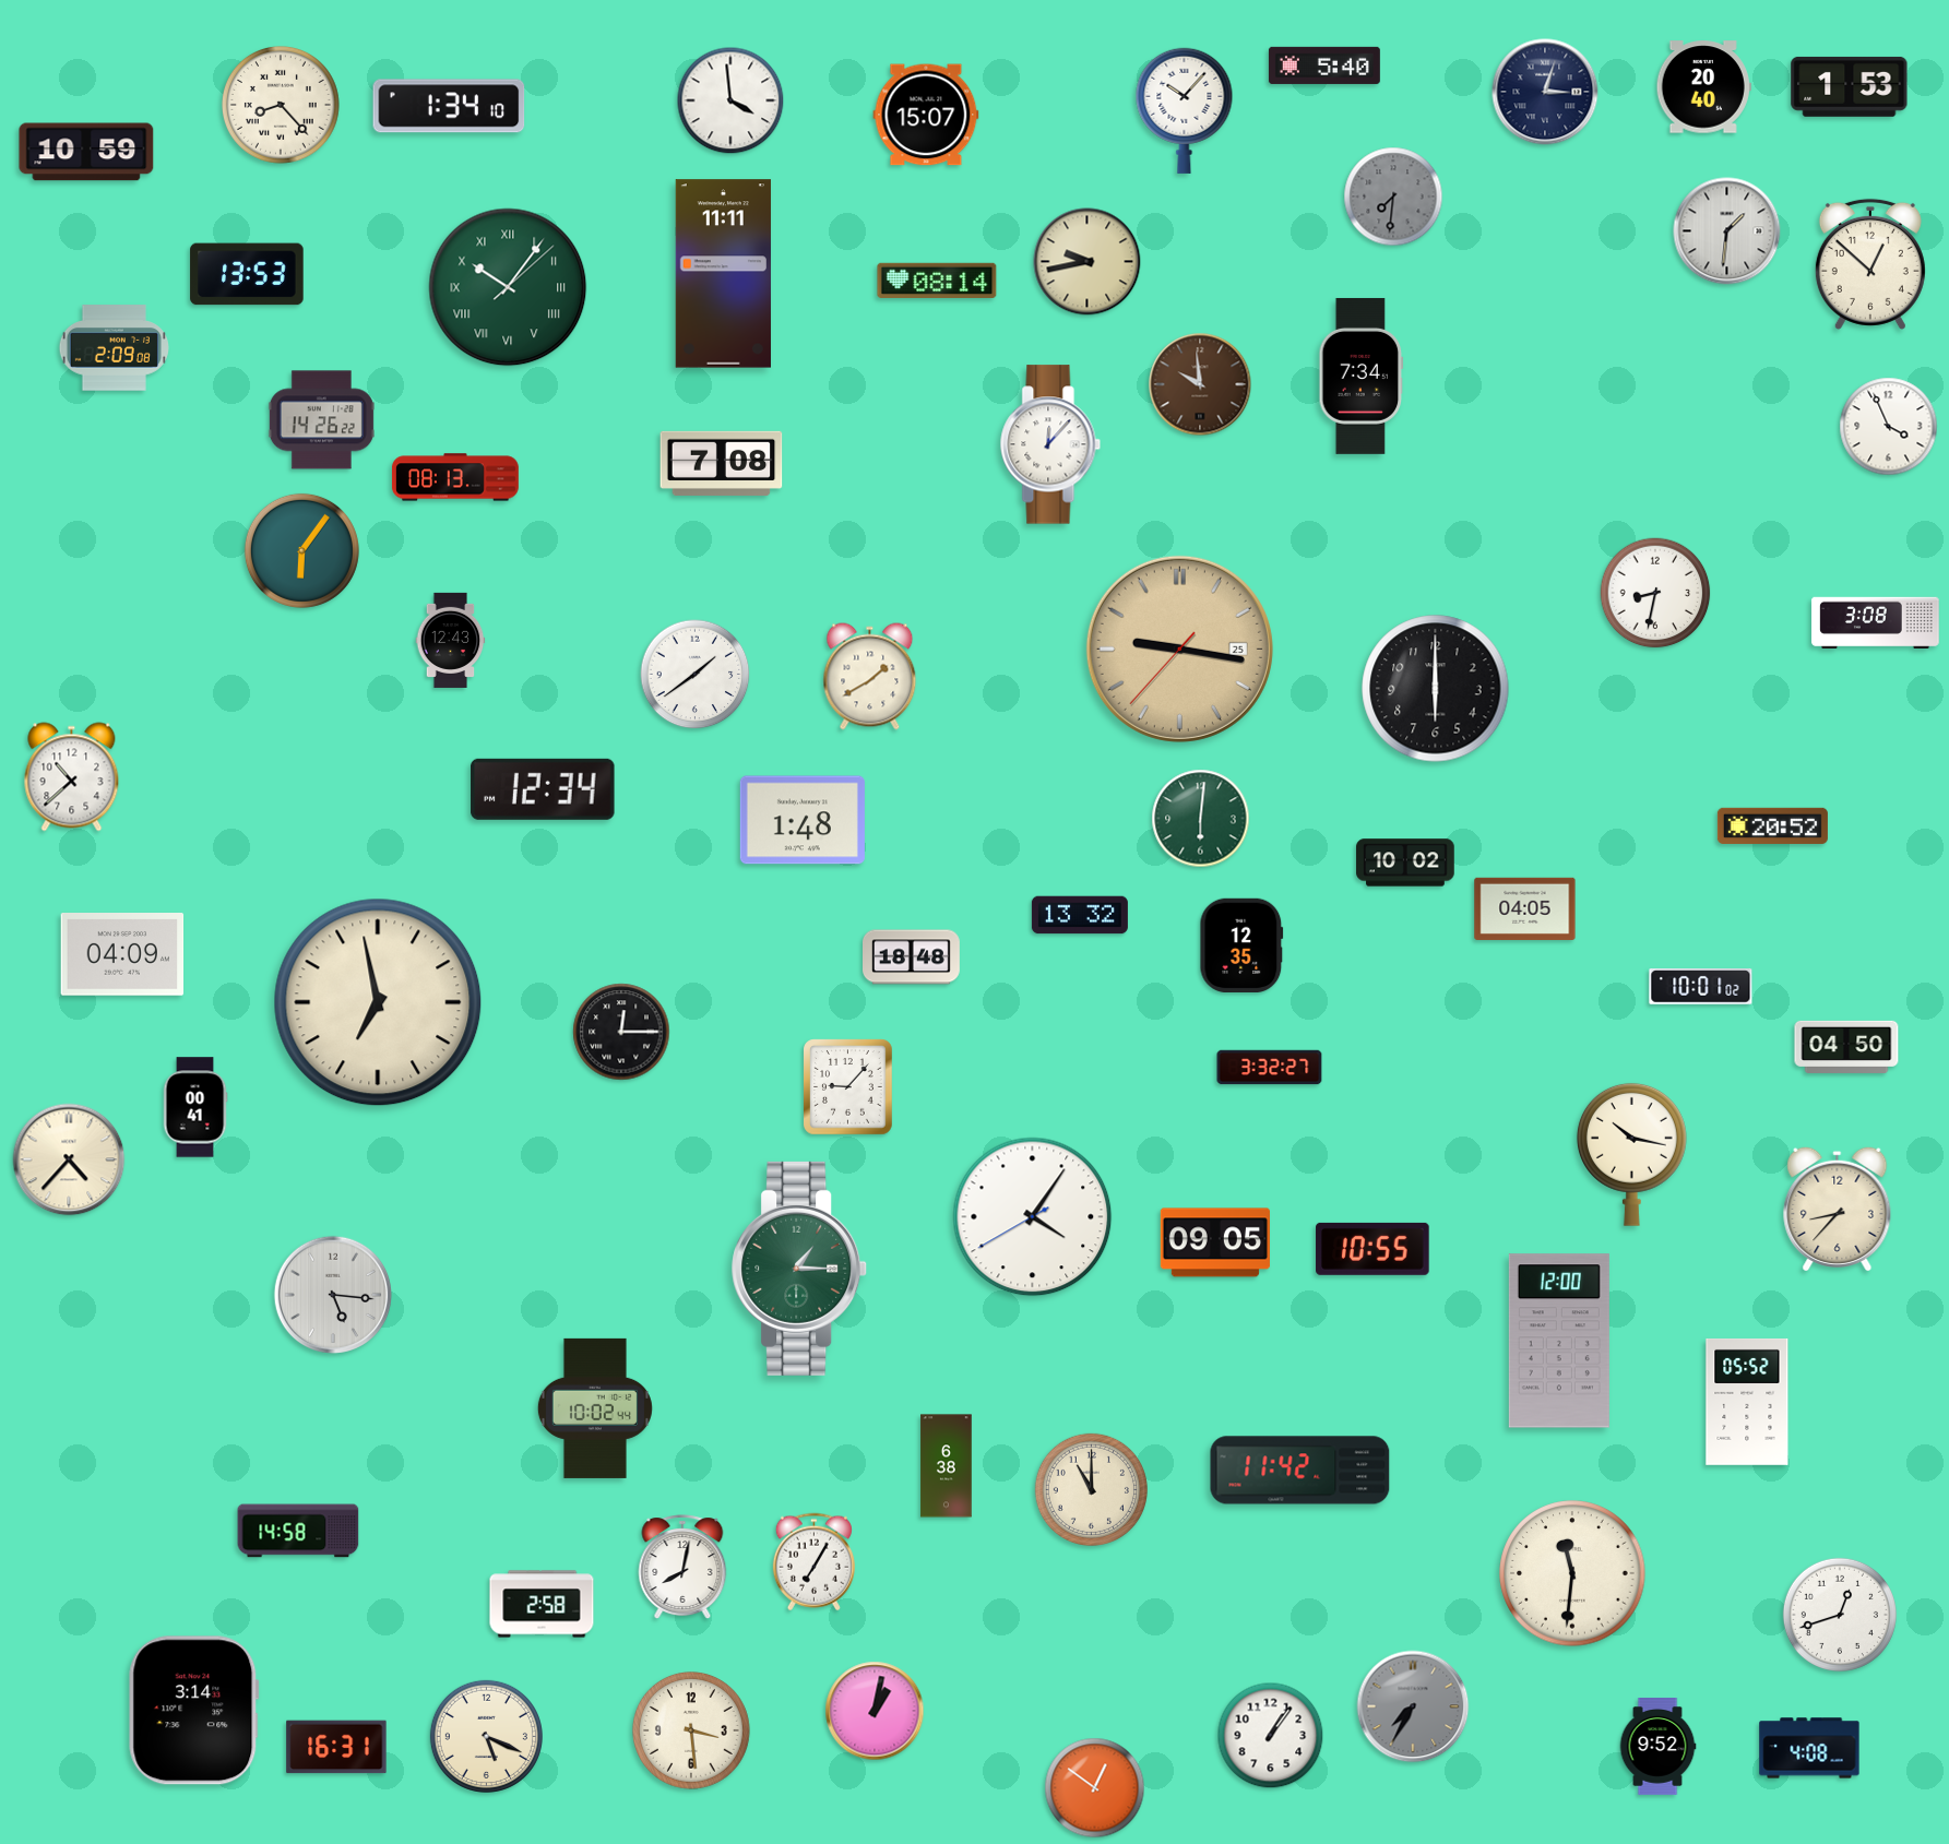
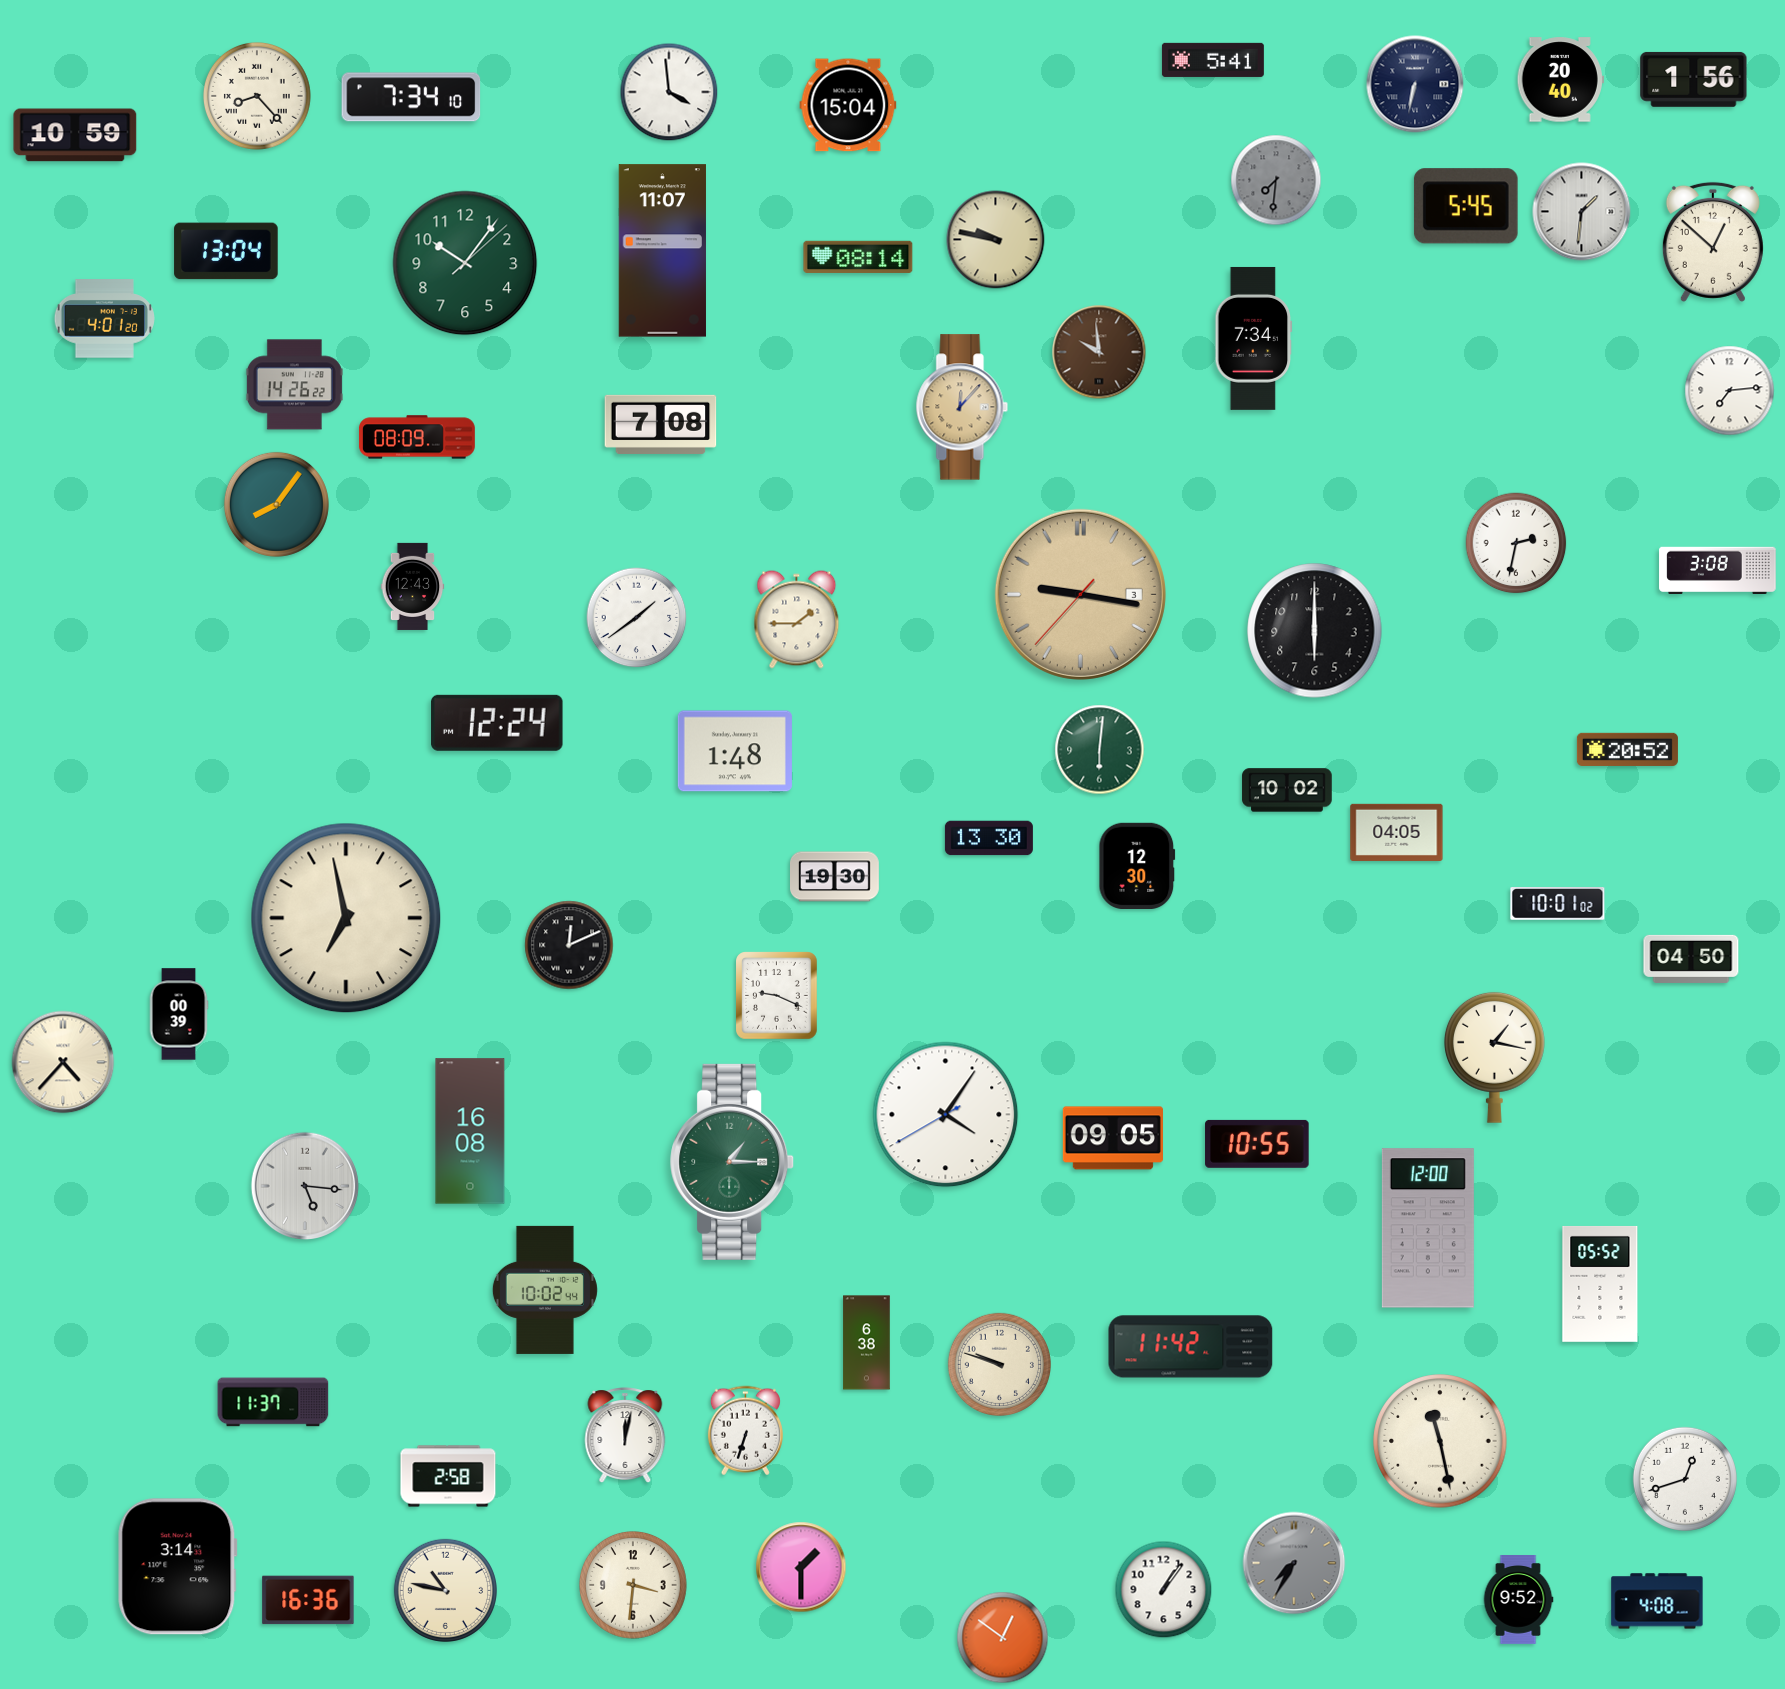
clock at (1324, 66): 5:40 -> 5:41
clock at (1850, 86): 1:53 -> 1:56
clock at (1545, 92): 3:03 -> 6:32
clock at (449, 106): 1:34 -> 7:34
clock at (1185, 110): 10:07 -> none
clock at (926, 115): 15:07 -> 15:04
clock at (86, 152) position: (86, 152) -> (75, 135)
clock at (1466, 206): none -> 5:45
clock at (1088, 262): 9:43 -> 9:47
clock at (247, 274): 13:53 -> 13:04
clock at (723, 274): 11:11 -> 11:07
clock at (508, 287) numerals: Roman -> Arabic
clock at (114, 348): 2:09 -> 4:01
clock at (1362, 376) position: (1362, 376) -> (1254, 338)
clock at (1889, 427): 3:56 -> 7:14
clock at (1050, 444) dial: white -> champagne
clock at (455, 477): 08:13 -> 08:09
clock at (301, 550): 6:06 -> 8:06
clock at (1655, 593): 8:32 -> 2:32
clock at (1179, 649) date: 25 -> 3
clock at (870, 677): 1:40 -> 1:45
clock at (72, 777): 10:38 -> none
clock at (543, 789): 12:34 -> 12:24
clock at (1772, 825) position: (1772, 825) -> (1627, 749)
clock at (1080, 915): 13:32 -> 13:30
clock at (1241, 944): 12:35 -> 12:30
clock at (122, 955): 04:09 -> none
clock at (912, 957): 18:48 -> 19:30
clock at (621, 1032): 12:15 -> 12:11
clock at (1270, 1068): 3:32 -> none
clock at (848, 1087): 9:07 -> 9:19
clock at (195, 1107): 00:41 -> 00:39
clock at (1631, 1154): 10:17 -> 1:17
clock at (1838, 1209): 8:37 -> none
clock at (470, 1131): none -> 16:08
clock at (1091, 1489): 11:00 -> 9:48
clock at (298, 1531): 14:58 -> 11:37
clock at (813, 1562): 7:05 -> 6:33
clock at (682, 1567): 8:02 -> 12:02
clock at (1572, 1573): 11:31 -> 11:28
clock at (542, 1604) position: (542, 1604) -> (448, 1476)
clock at (875, 1711): 1:02 -> 1:30
clock at (692, 1732): 3:29 -> 3:31
clock at (486, 1736): 5:19 -> 10:47
clock at (336, 1747): 16:31 -> 16:36
